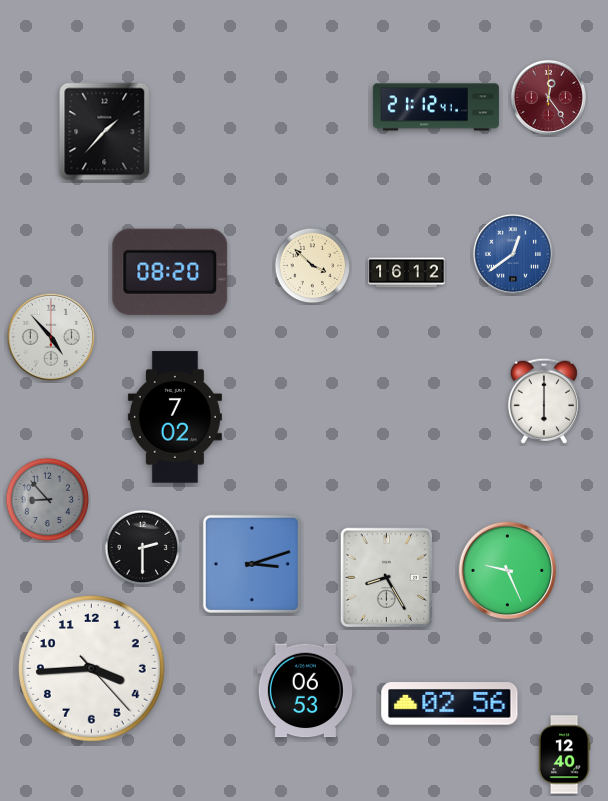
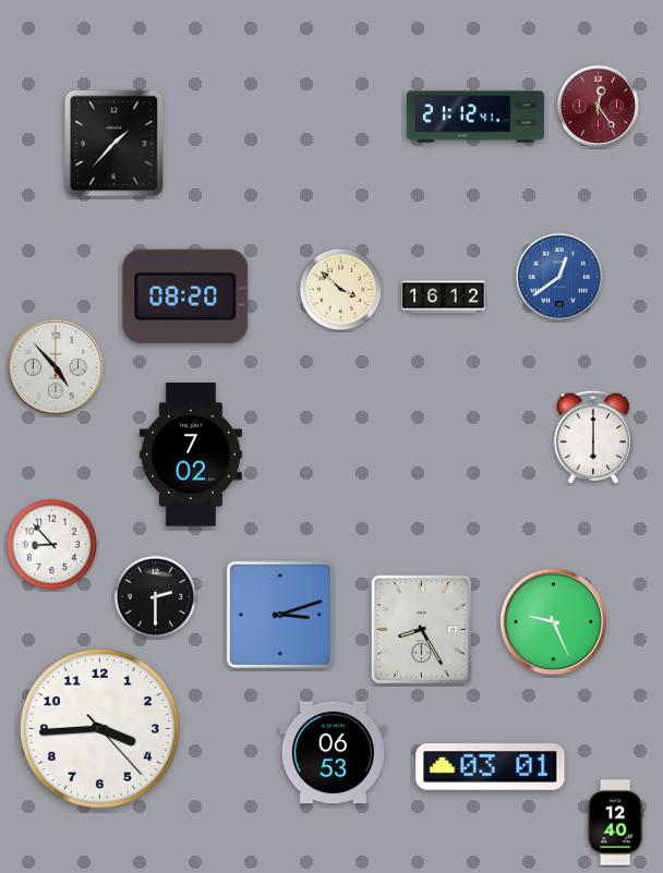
clock at (48, 500) dial: grey -> white
clock at (252, 564) position: (252, 564) -> (280, 615)
clock at (450, 704): 02:56 -> 03:01
